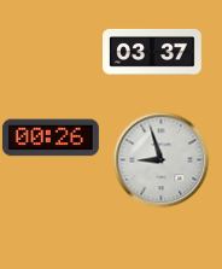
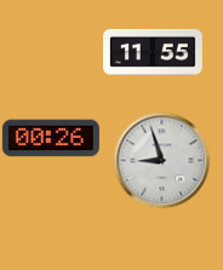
clock at (153, 52): 03:37 -> 11:55
